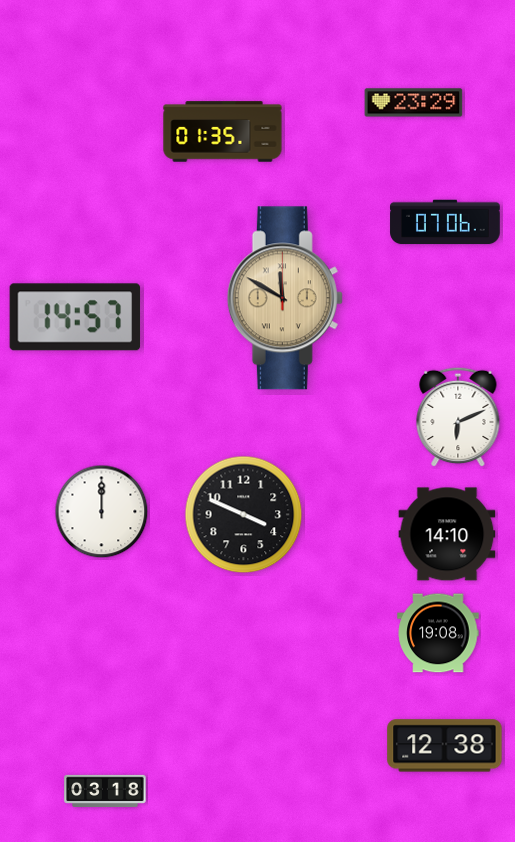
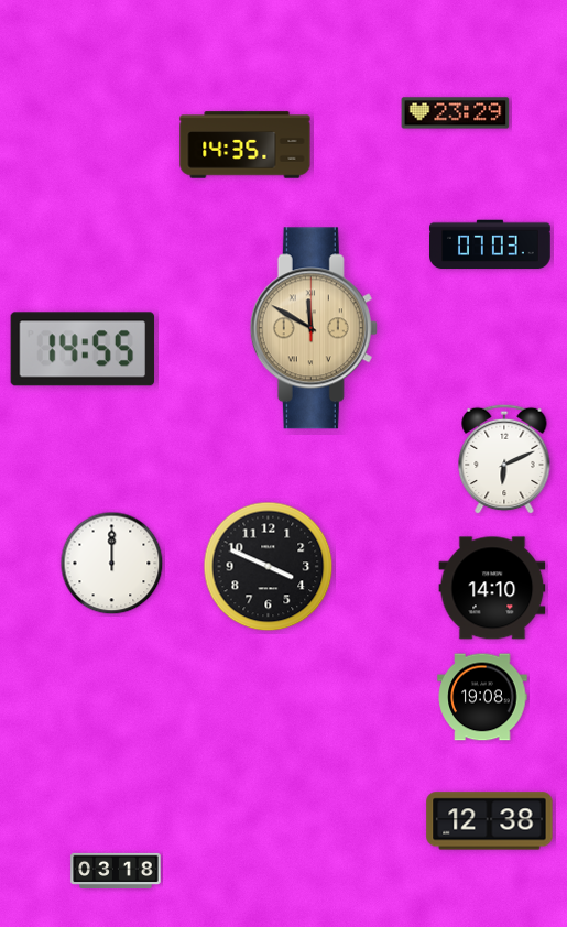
clock at (223, 132): 01:35 -> 14:35
clock at (445, 222): 07:06 -> 07:03
clock at (75, 317): 14:57 -> 14:55
